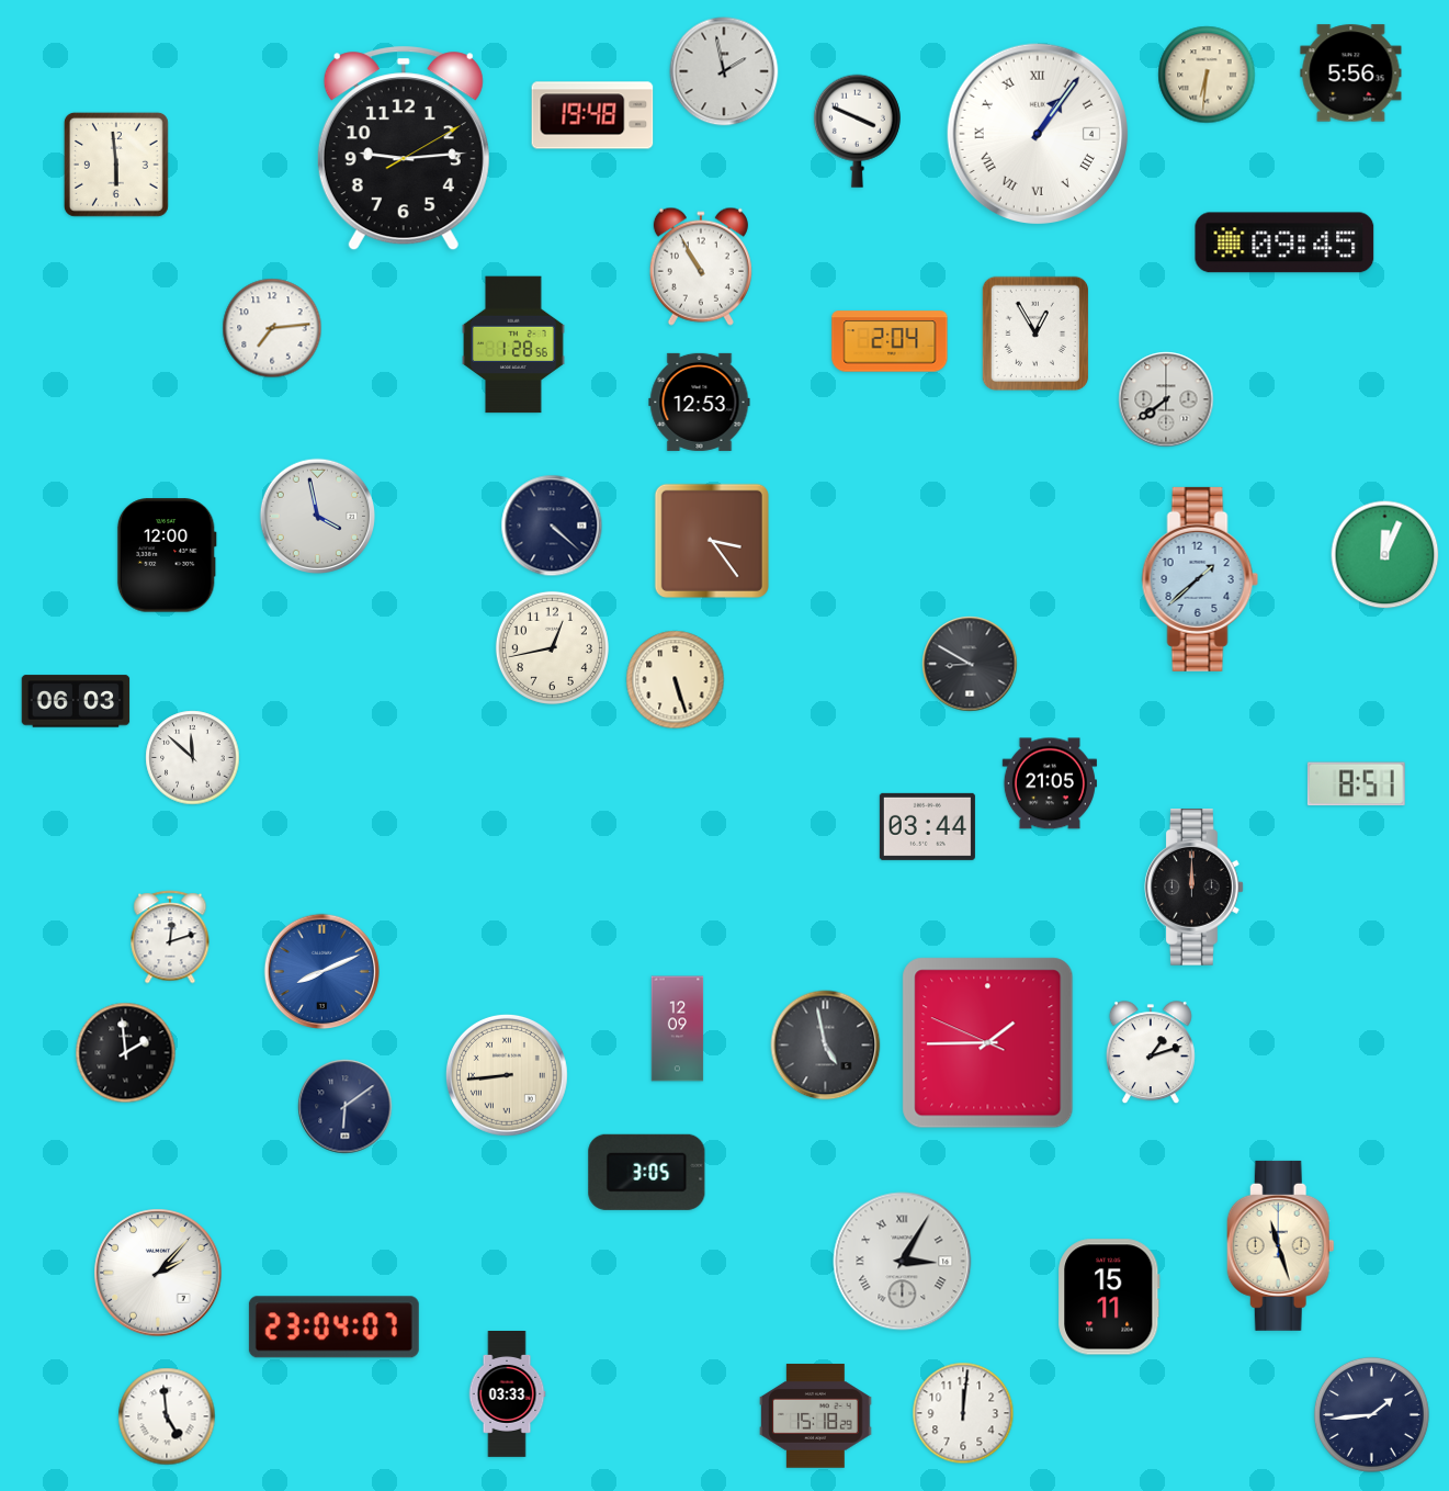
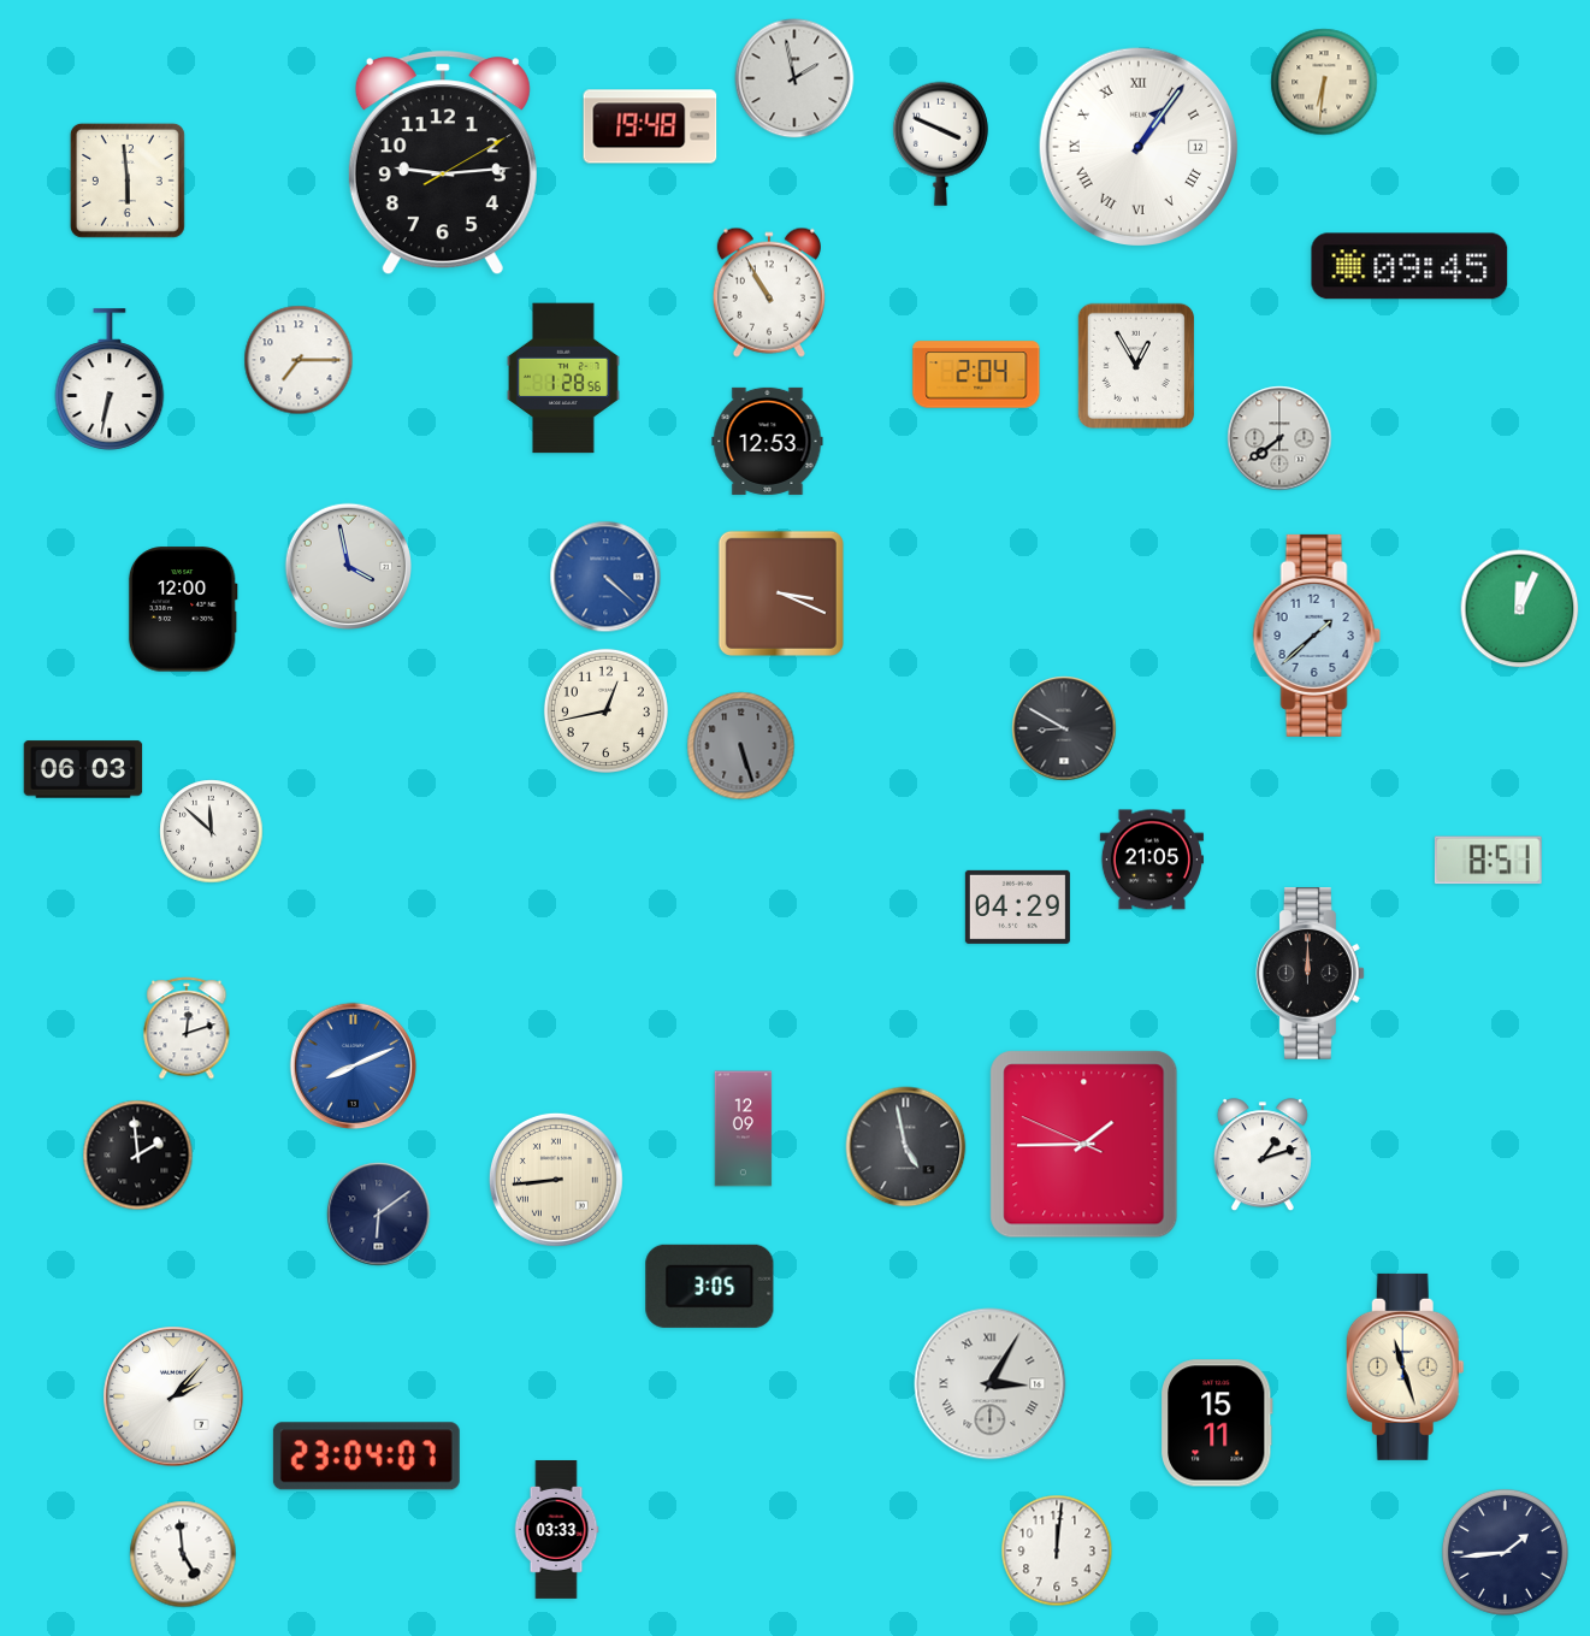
clock at (1351, 74): 5:56 -> none
clock at (1037, 133) date: 4 -> 12
clock at (272, 328): 7:14 -> 7:15
clock at (110, 379): none -> 6:32
clock at (552, 526) dial: navy -> blue
clock at (712, 541): 3:24 -> 3:19
clock at (676, 680) dial: cream -> grey
clock at (927, 826): 03:44 -> 04:29
clock at (816, 1416): 15:18 -> none
